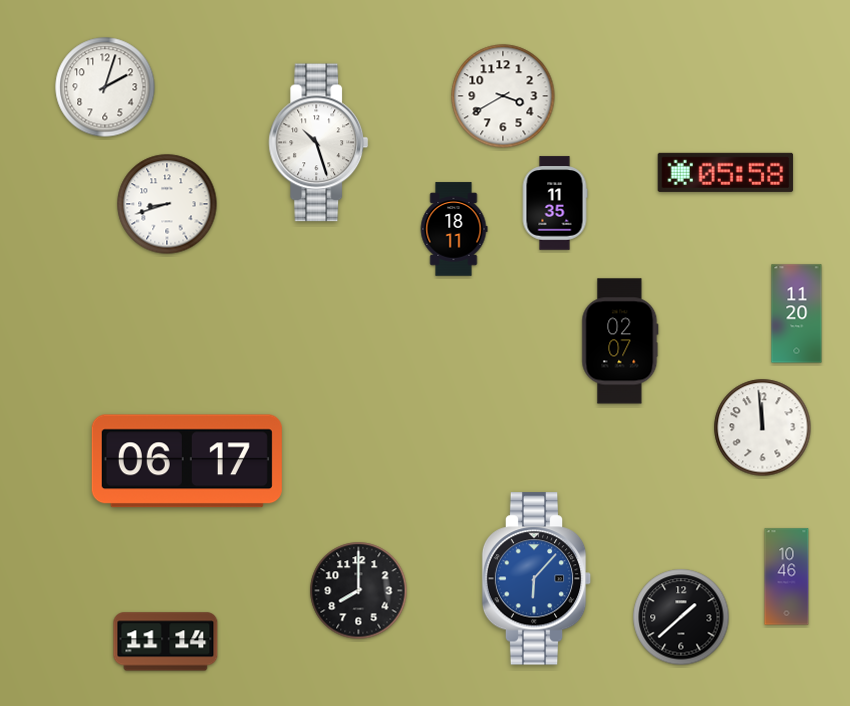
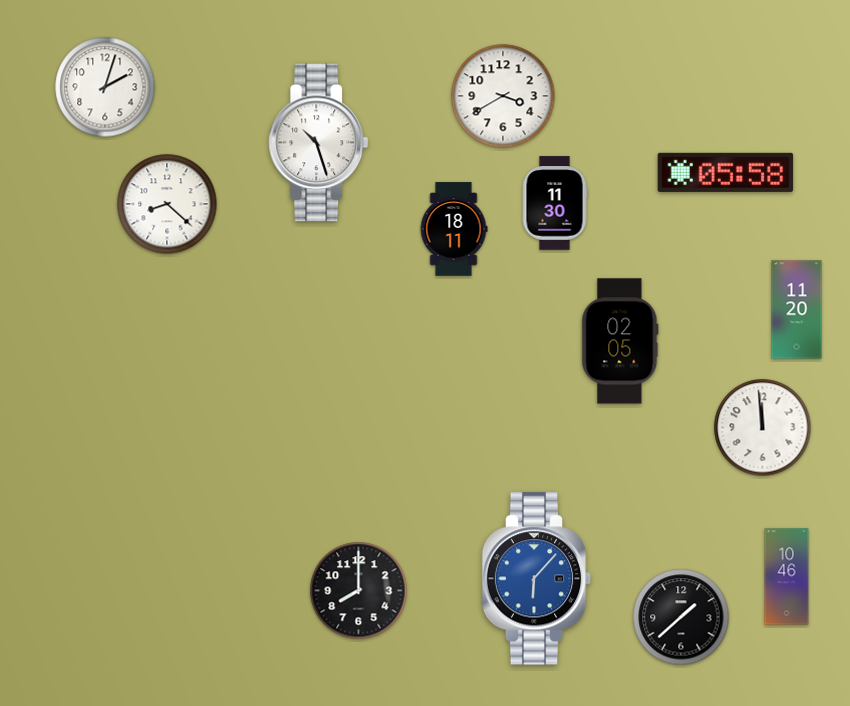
clock at (555, 203): 11:35 -> 11:30
clock at (167, 204): 8:42 -> 8:22
clock at (797, 314) position: (797, 314) -> (797, 310)
clock at (620, 341): 02:07 -> 02:05
clock at (187, 461): 06:17 -> none
clock at (166, 642): 11:14 -> none
